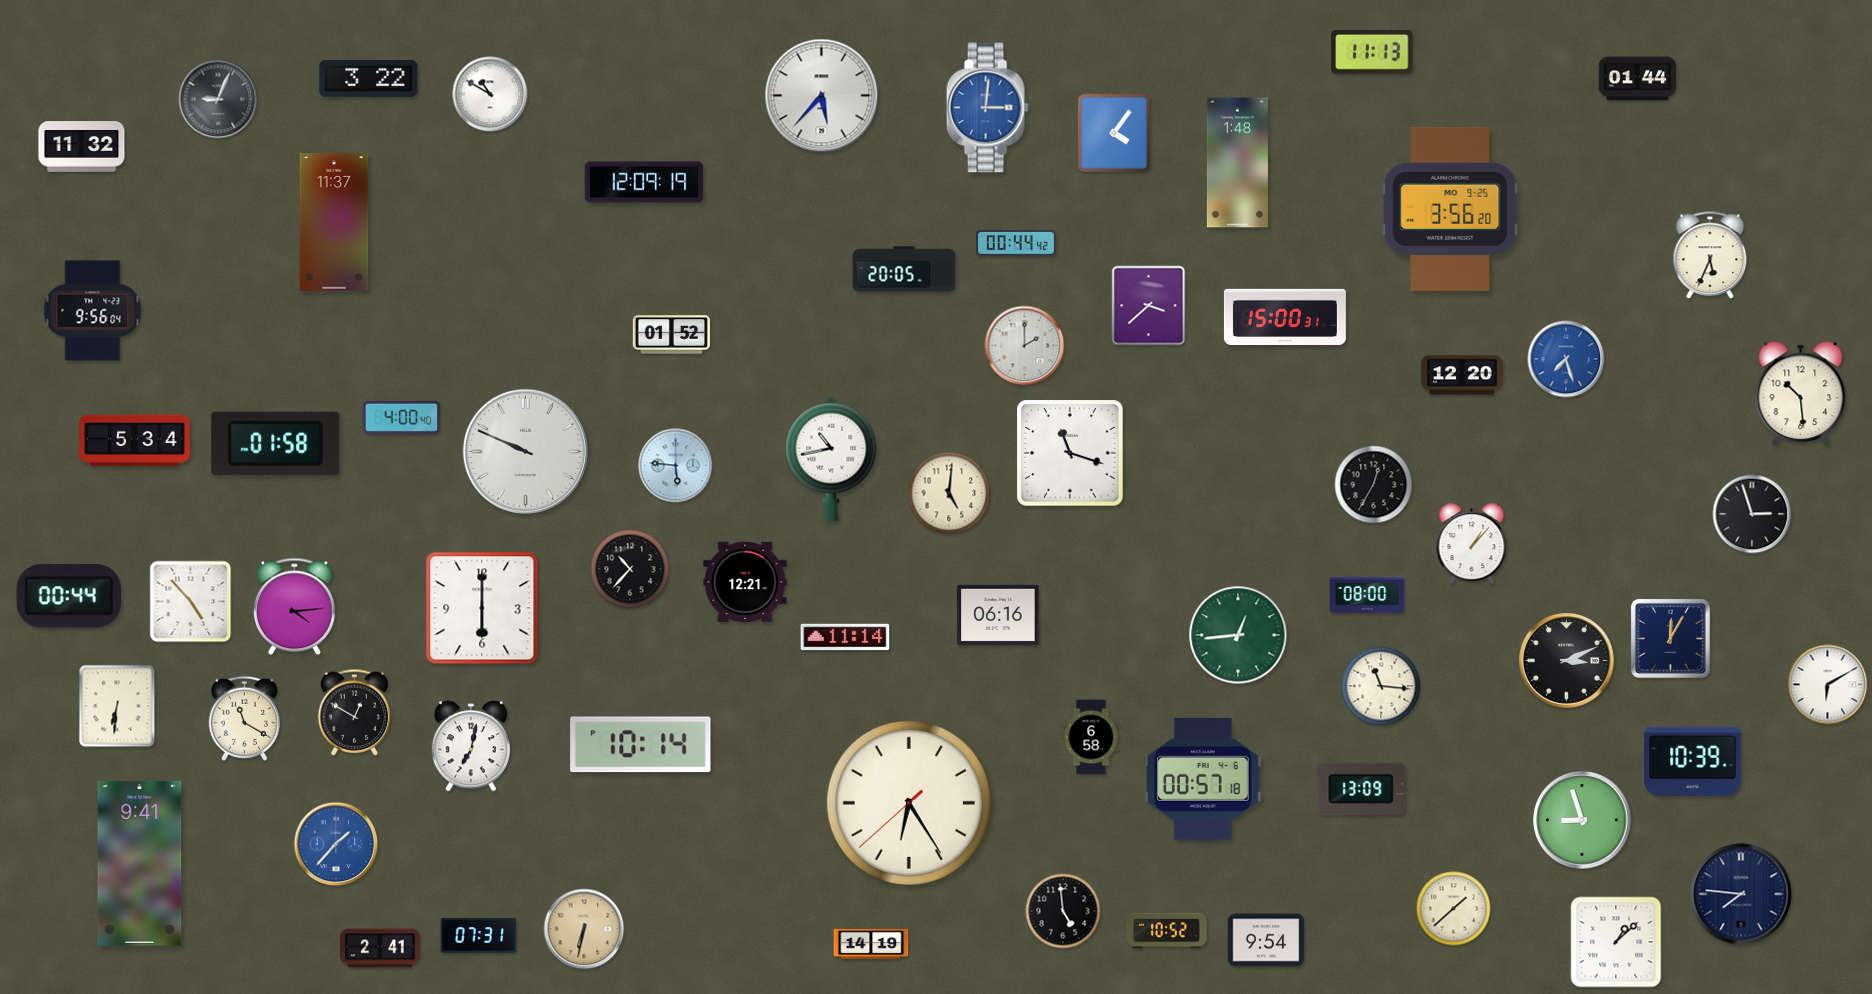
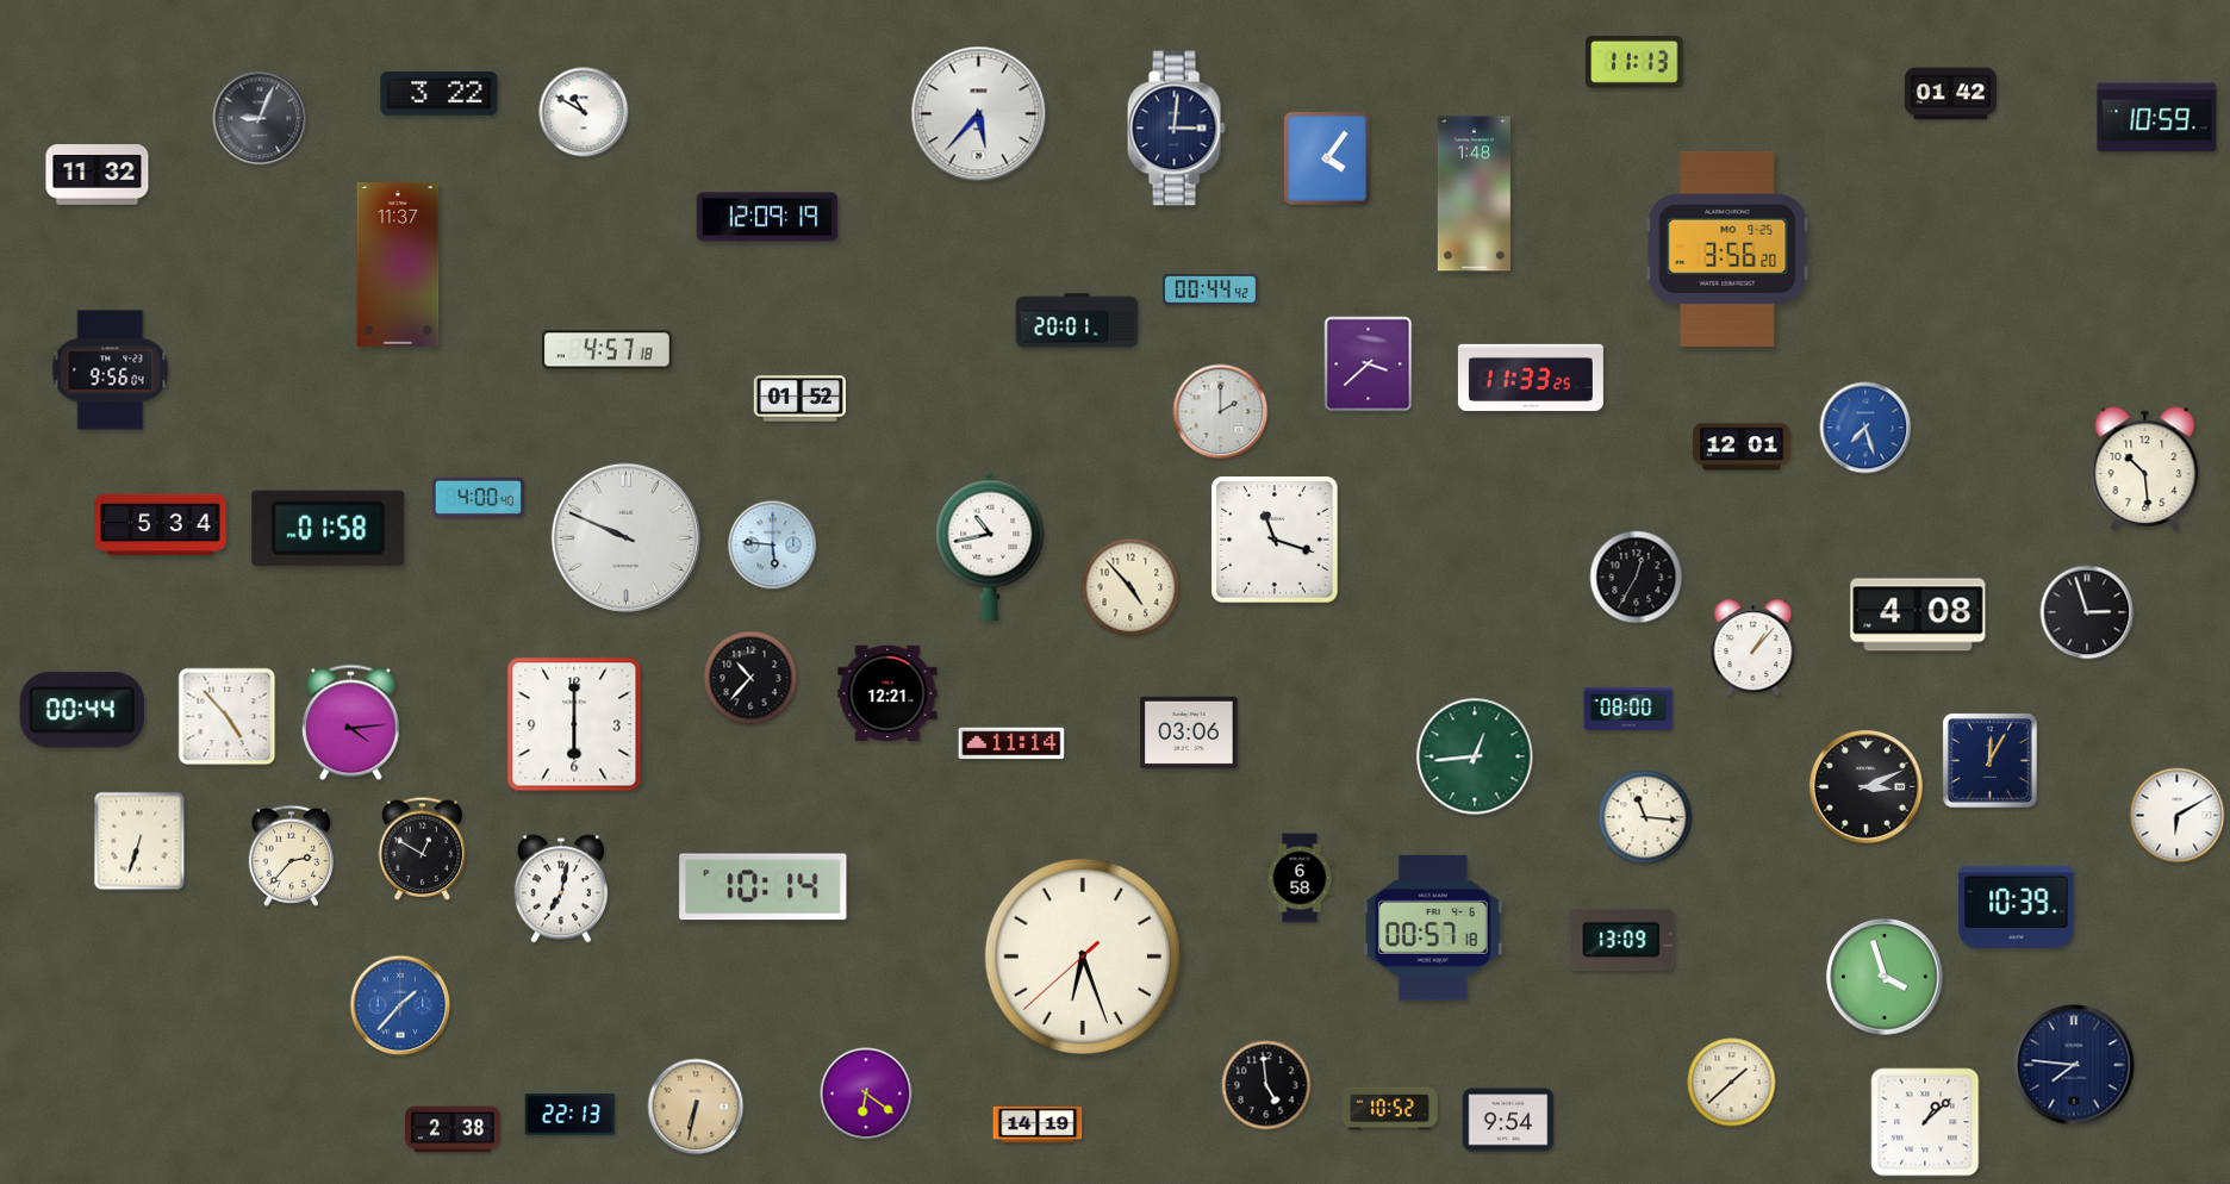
clock at (1637, 79): 01:44 -> 01:42
clock at (2157, 118): none -> 10:59
clock at (987, 108) dial: blue -> navy
clock at (1710, 256): 5:34 -> none
clock at (904, 269): 20:05 -> 20:01
clock at (608, 350): none -> 4:57
clock at (1285, 317): 15:00 -> 11:33
clock at (1462, 375): 12:20 -> 12:01
clock at (676, 466) position: (676, 466) -> (773, 546)
clock at (949, 493): 5:01 -> 4:53
clock at (1918, 615): none -> 4:08
clock at (998, 614): 06:16 -> 03:06
clock at (845, 637) position: (845, 637) -> (1011, 743)
clock at (117, 706): 6:31 -> 6:33
clock at (244, 718): 11:20 -> 2:37
clock at (909, 803): 6:24 -> 6:26
clock at (1582, 820): 8:57 -> 3:57
clock at (140, 863): 9:41 -> none
clock at (866, 1093): none -> 6:21
clock at (479, 936): 07:31 -> 22:13
clock at (381, 948): 2:41 -> 2:38
